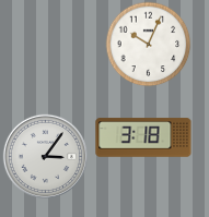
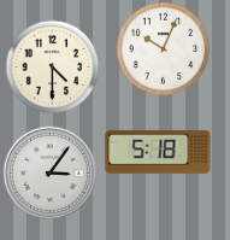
clock at (52, 66): none -> 4:30
clock at (143, 137): 3:18 -> 5:18
